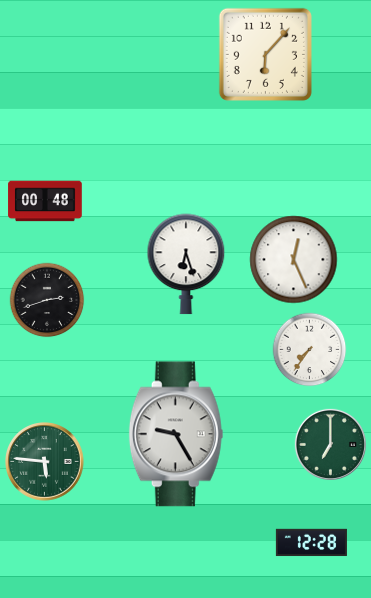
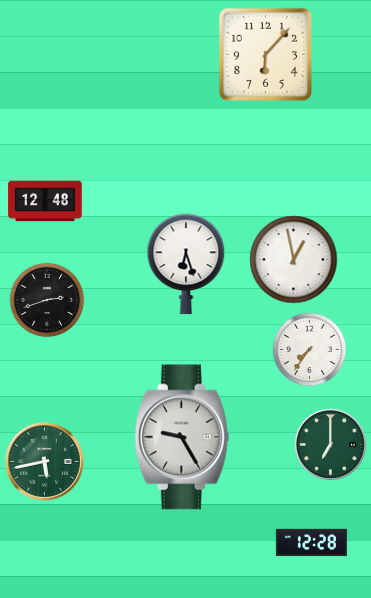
clock at (45, 201): 00:48 -> 12:48
clock at (294, 260): 12:26 -> 12:58
clock at (176, 434) position: (176, 434) -> (182, 437)
clock at (45, 462): 5:46 -> 5:43
